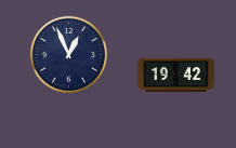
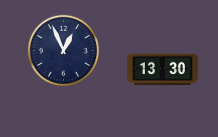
clock at (176, 76): 19:42 -> 13:30
